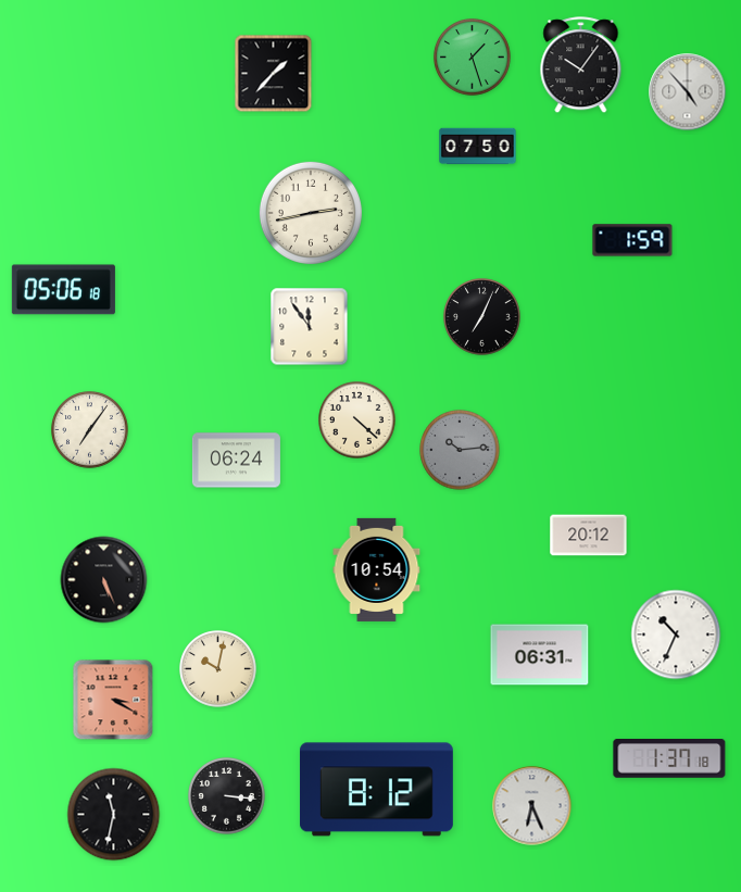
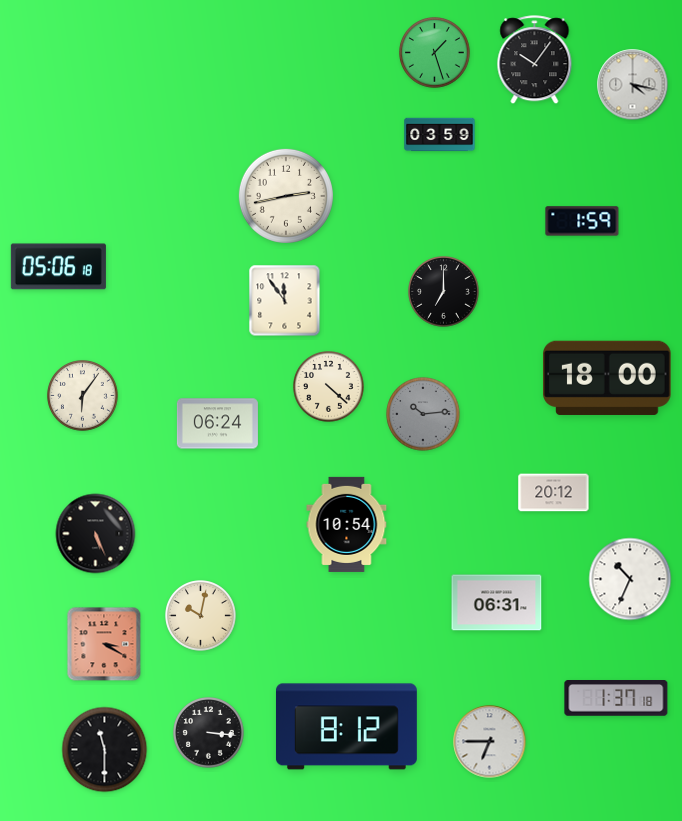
clock at (274, 74): 1:37 -> none
clock at (688, 92): 4:53 -> 4:17
clock at (478, 147): 07:50 -> 03:59
clock at (482, 317): 7:04 -> 7:00
clock at (607, 378): none -> 18:00
clock at (90, 430): 7:06 -> 6:06
clock at (589, 536) position: (589, 536) -> (554, 493)
clock at (676, 635) position: (676, 635) -> (630, 579)
clock at (532, 806): 6:26 -> 6:45
clock at (114, 815): 11:32 -> 11:30
